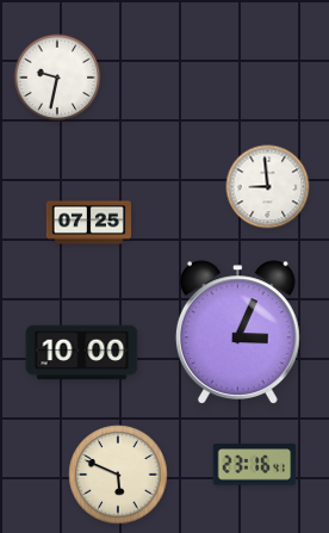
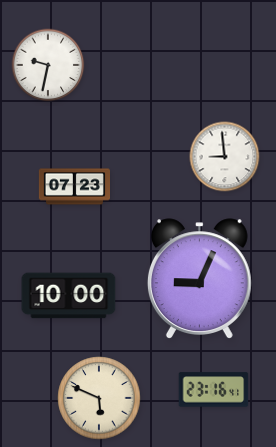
clock at (88, 223): 07:25 -> 07:23
clock at (237, 331): 3:04 -> 9:04
